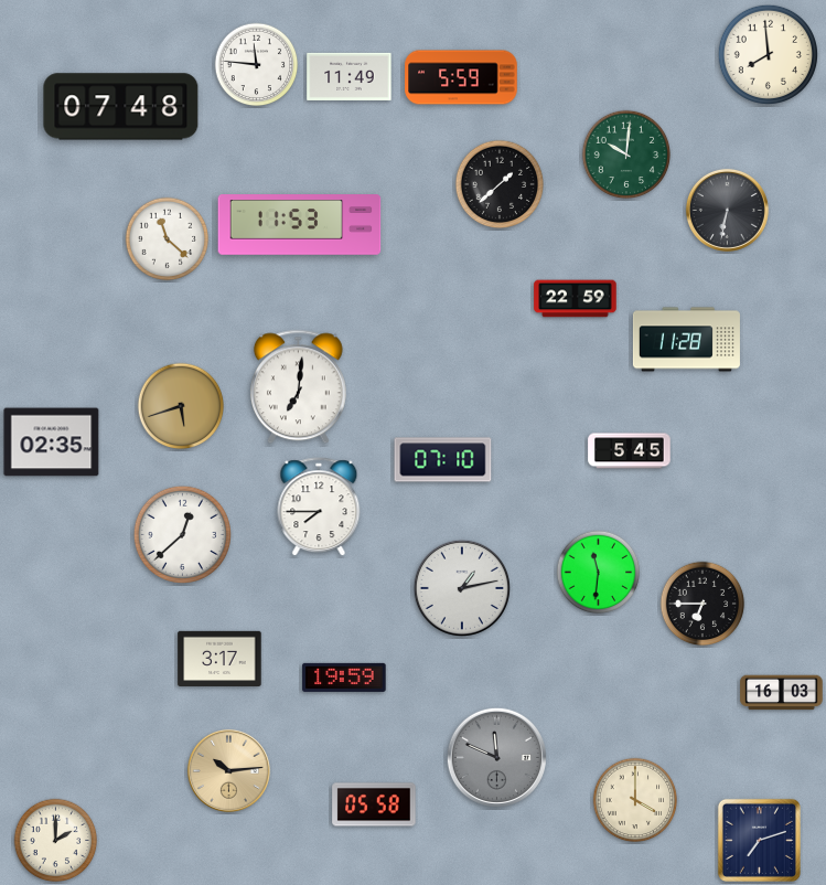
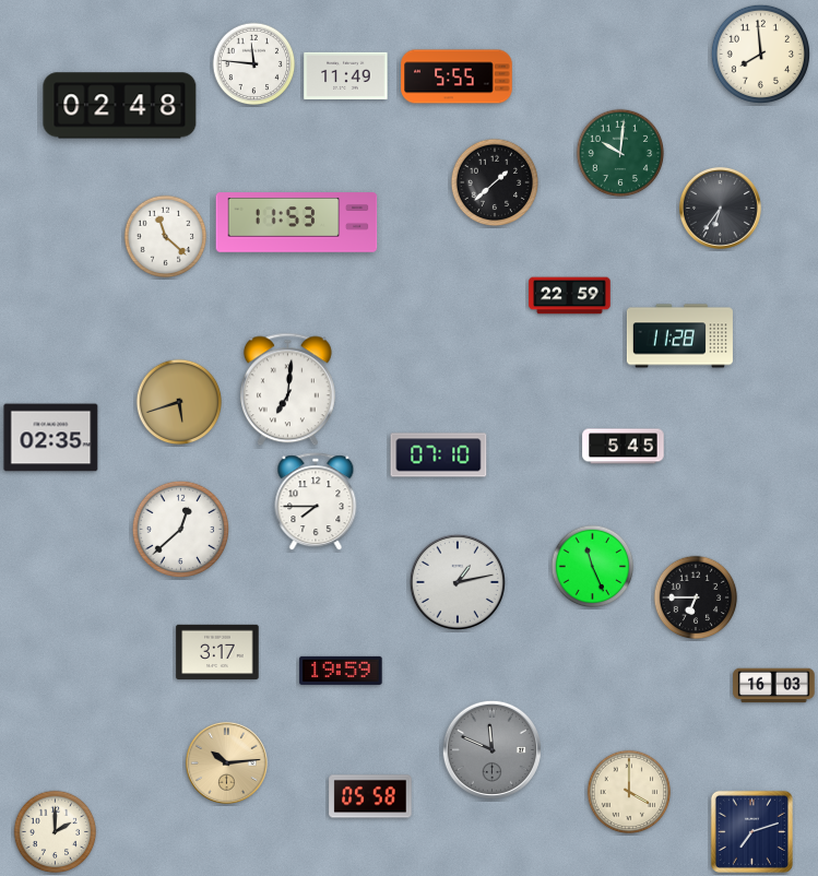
clock at (461, 77): 5:59 -> 5:55
clock at (121, 107): 07:48 -> 02:48
clock at (727, 210): 6:32 -> 6:36
clock at (298, 387) position: (298, 387) -> (287, 390)
clock at (599, 573): 11:31 -> 11:26
